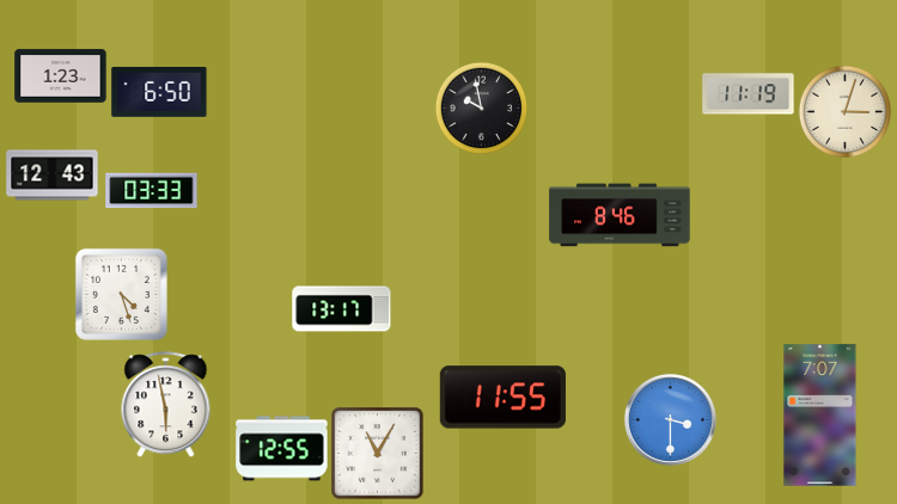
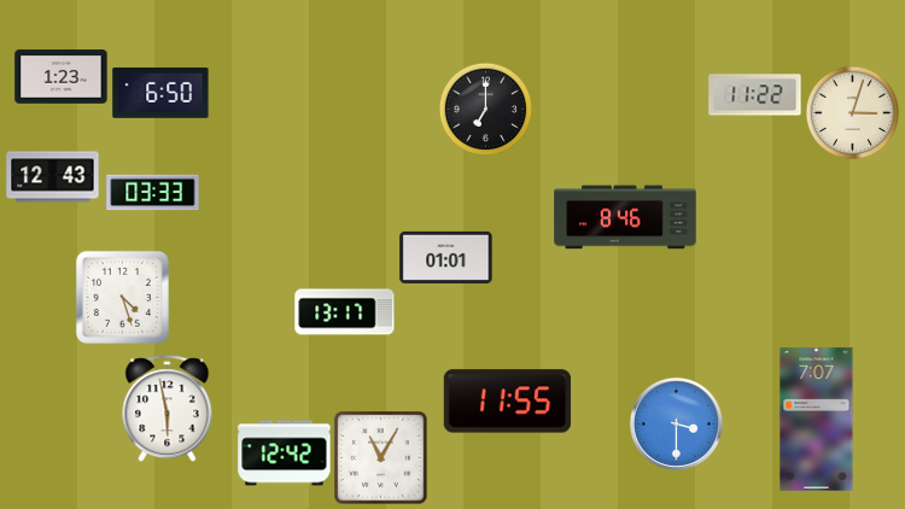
clock at (749, 94): 11:19 -> 11:22
clock at (481, 107): 9:58 -> 7:00
clock at (446, 257): none -> 01:01
clock at (820, 416) position: (820, 416) -> (817, 420)
clock at (282, 449): 12:55 -> 12:42
